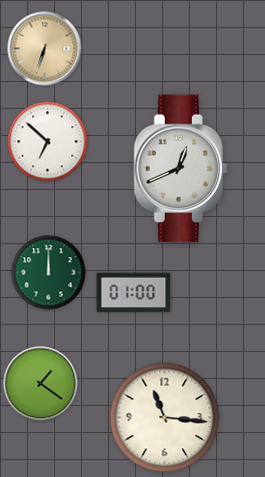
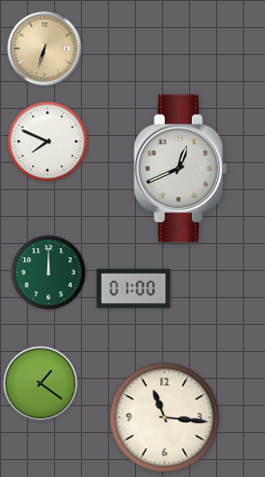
clock at (48, 142): 6:52 -> 7:49
clock at (134, 293) position: (134, 293) -> (134, 289)
